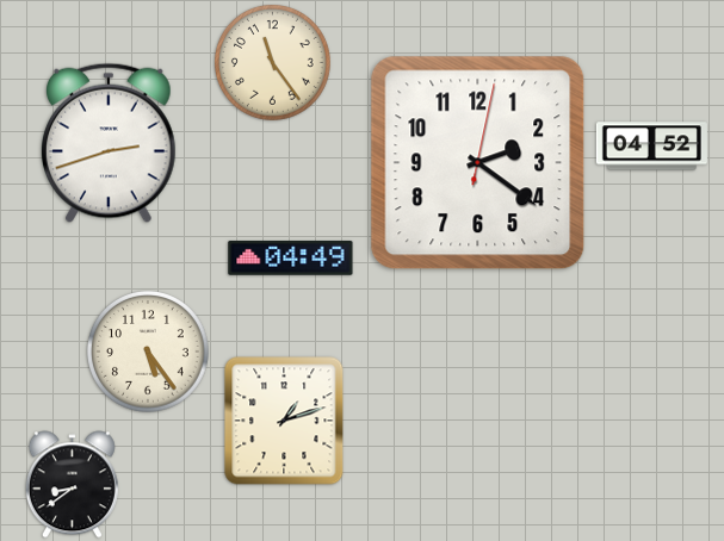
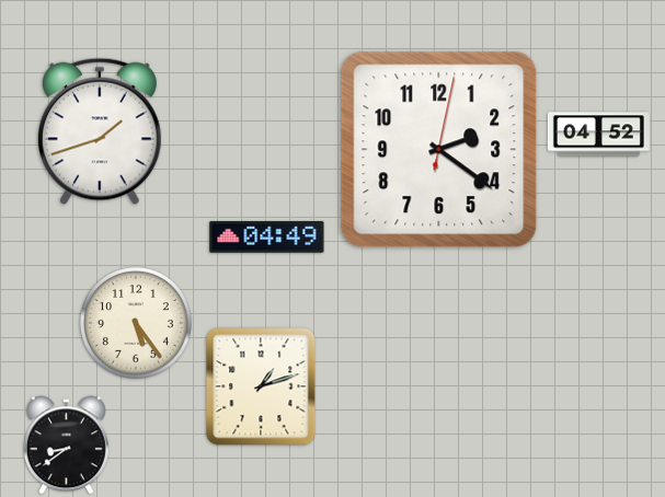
clock at (273, 63): 11:24 -> none
clock at (110, 143): 2:42 -> 1:42
